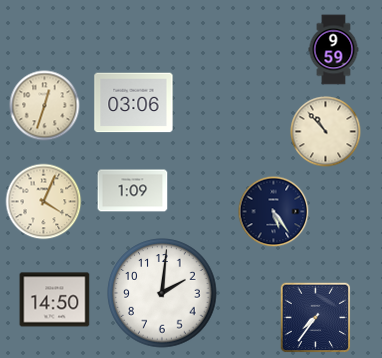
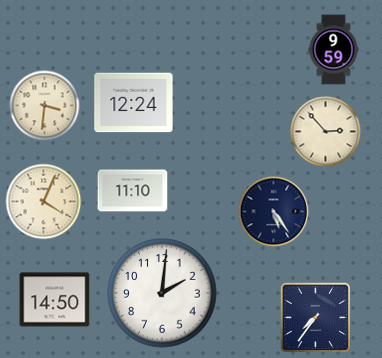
clock at (134, 103): 03:06 -> 12:24
clock at (45, 106): 12:33 -> 3:31
clock at (326, 132): 10:53 -> 2:53
clock at (133, 191): 1:09 -> 11:10
